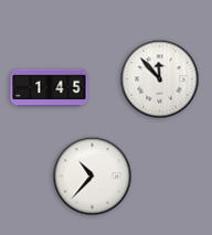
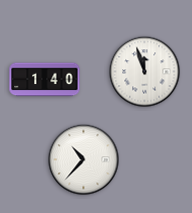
clock at (160, 79): 11:53 -> 11:57
clock at (50, 88): 1:45 -> 1:40
